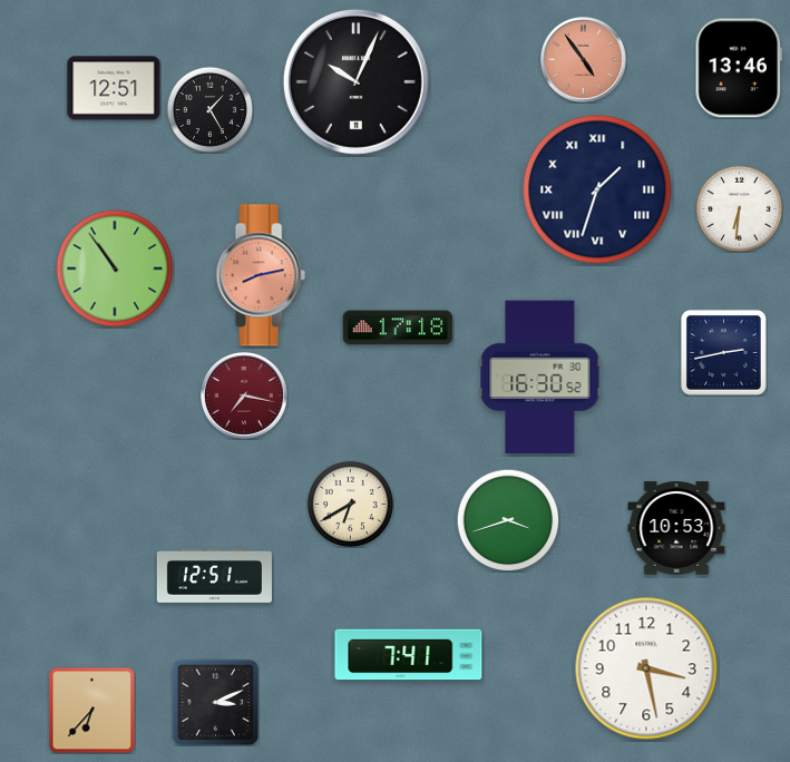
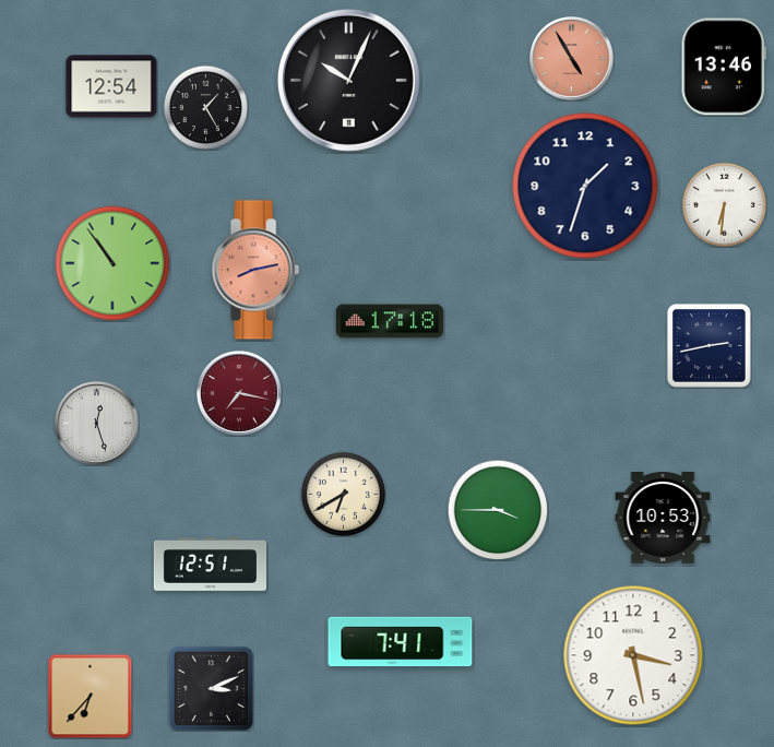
clock at (584, 60): 4:54 -> 4:55
clock at (114, 88): 12:51 -> 12:54
clock at (597, 189) numerals: Roman -> Arabic
clock at (540, 378): 16:30 -> none
clock at (244, 395) position: (244, 395) -> (239, 393)
clock at (97, 424): none -> 12:27
clock at (508, 520): 3:42 -> 3:45
